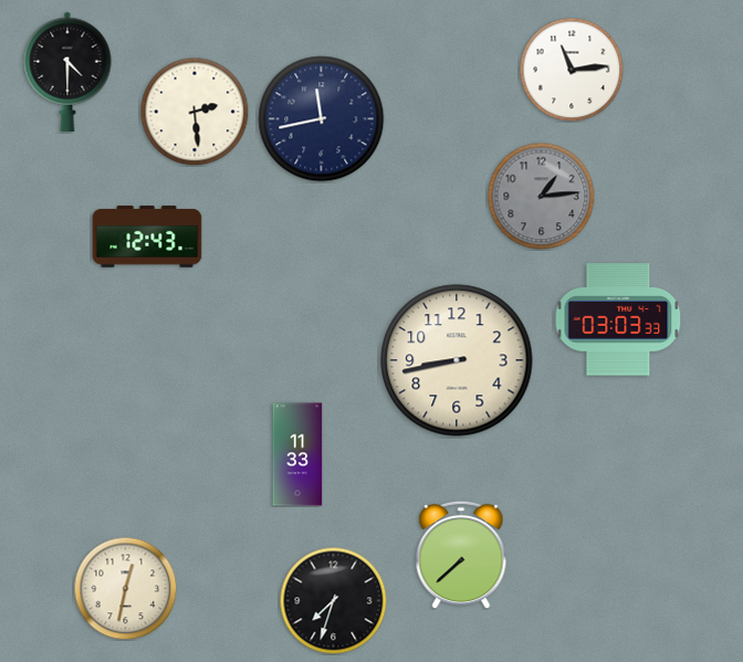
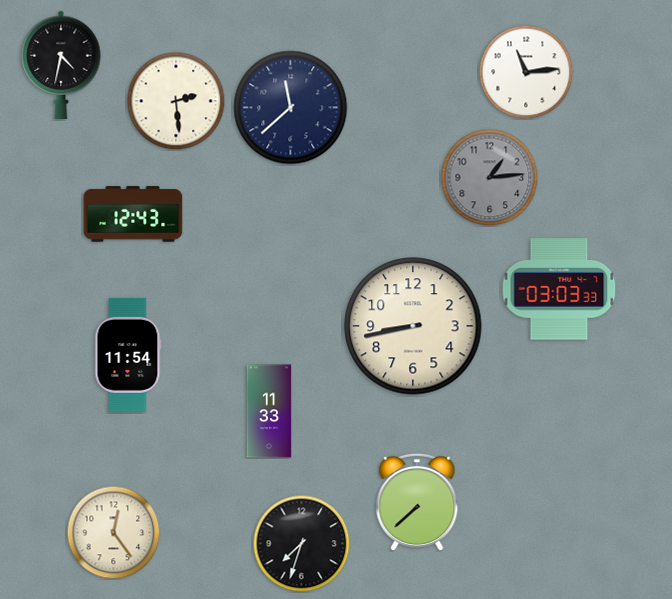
clock at (572, 70) position: (572, 70) -> (526, 72)
clock at (67, 71): 4:30 -> 4:32
clock at (322, 119): 11:43 -> 11:38
clock at (128, 355): none -> 11:54
clock at (125, 588): 12:32 -> 12:24
